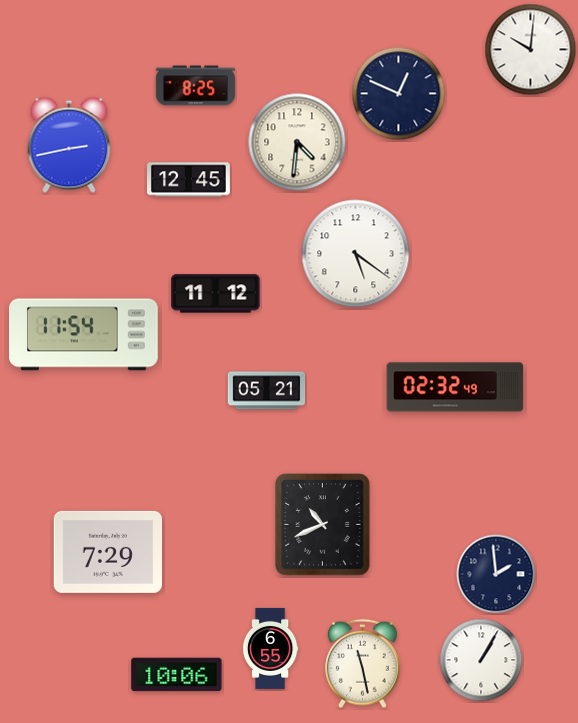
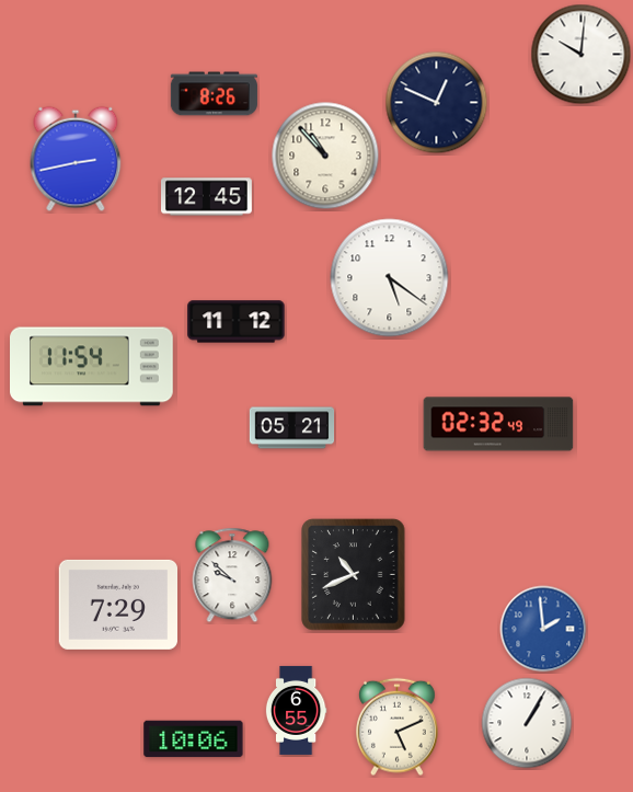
clock at (195, 86): 8:25 -> 8:26
clock at (297, 142): 4:31 -> 10:53
clock at (232, 575): none -> 9:52
clock at (496, 574) dial: navy -> blue
clock at (363, 664): 11:28 -> 5:11
